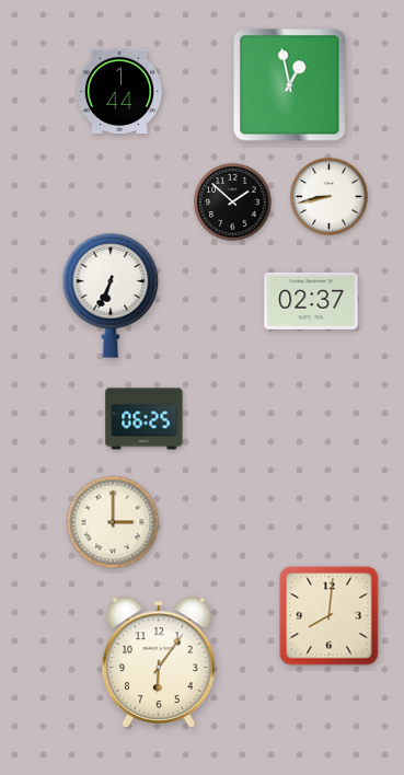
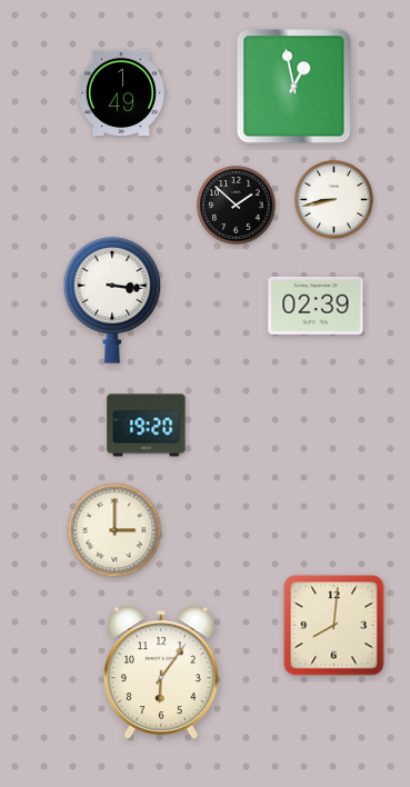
clock at (118, 92): 1:44 -> 1:49
clock at (111, 296): 6:34 -> 3:16
clock at (311, 301): 02:37 -> 02:39
clock at (145, 419): 06:25 -> 19:20
